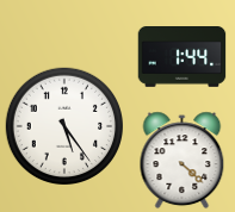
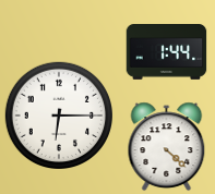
clock at (63, 125): 5:24 -> 6:15
